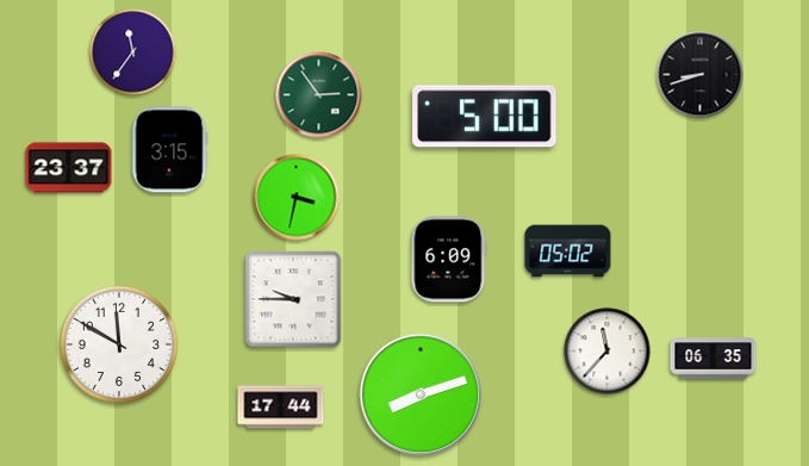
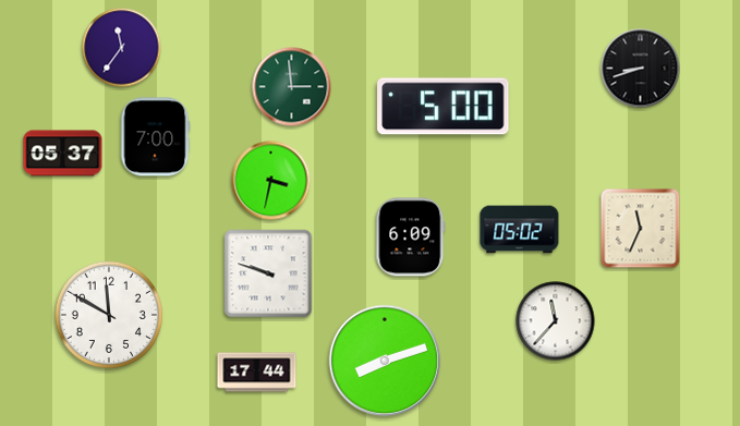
clock at (319, 95): 2:54 -> 2:59
clock at (169, 150): 3:15 -> 7:00
clock at (69, 168): 23:37 -> 05:37
clock at (641, 229): none -> 11:34
clock at (293, 299): 9:45 -> 9:48
clock at (714, 359): 06:35 -> none
